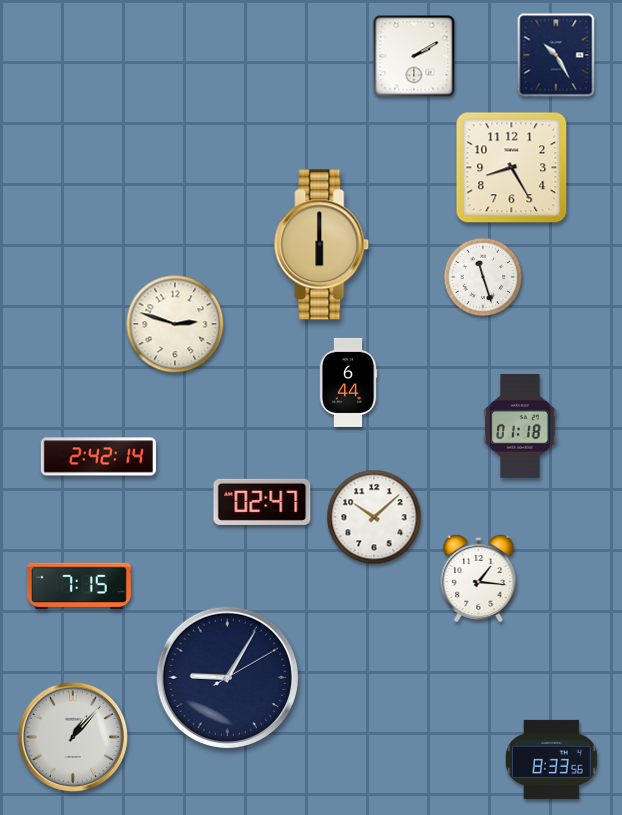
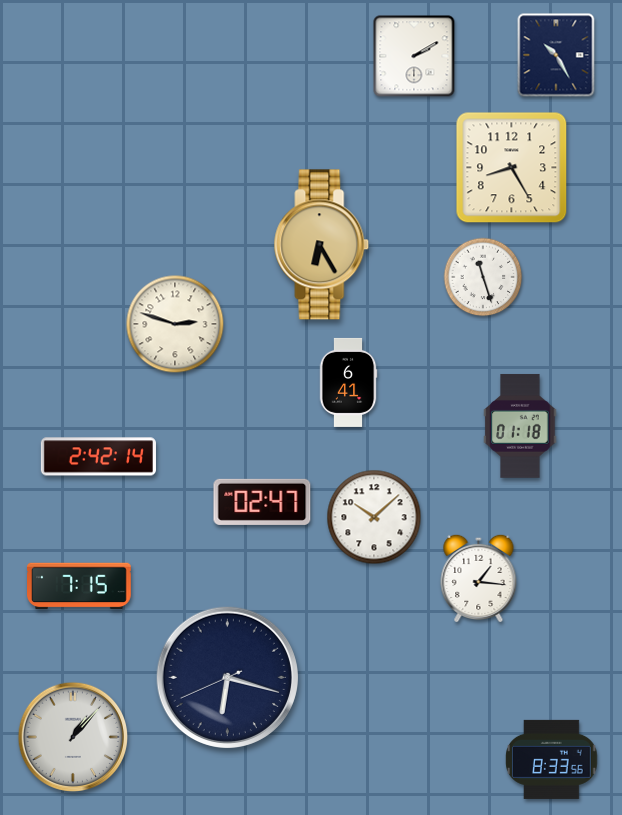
clock at (322, 245): 6:00 -> 6:25
clock at (348, 382): 6:44 -> 6:41
clock at (227, 677): 9:05 -> 6:17
